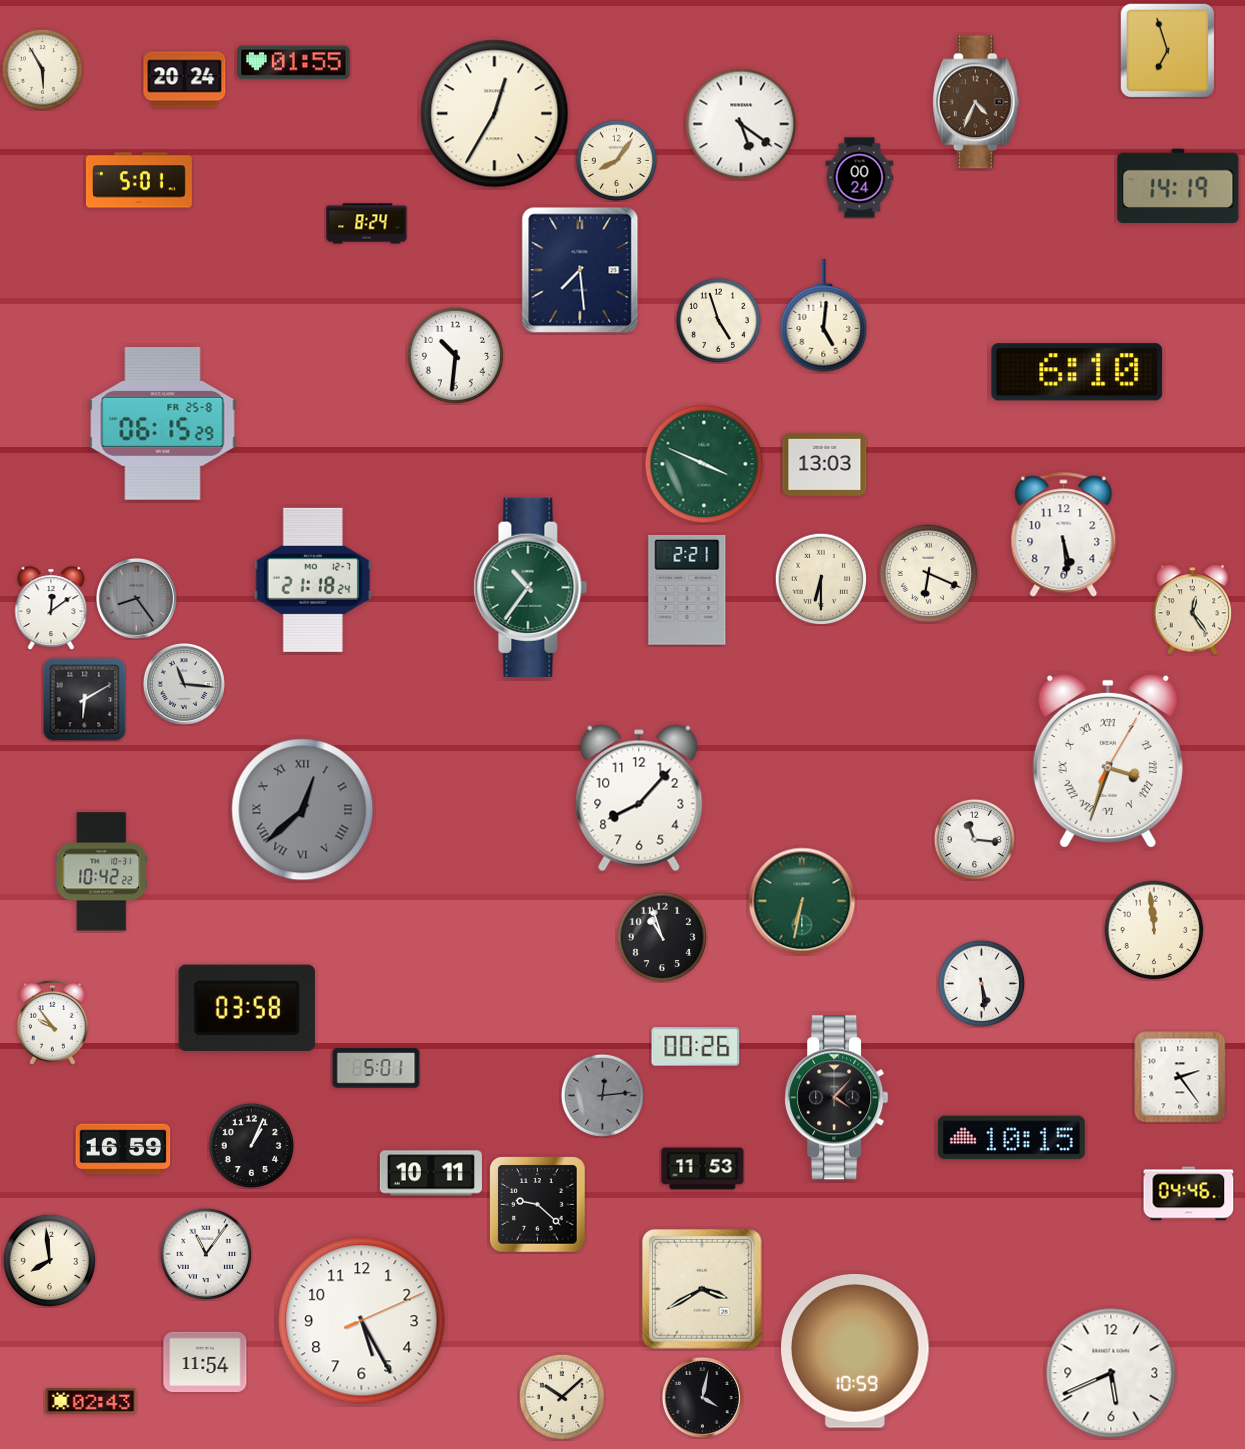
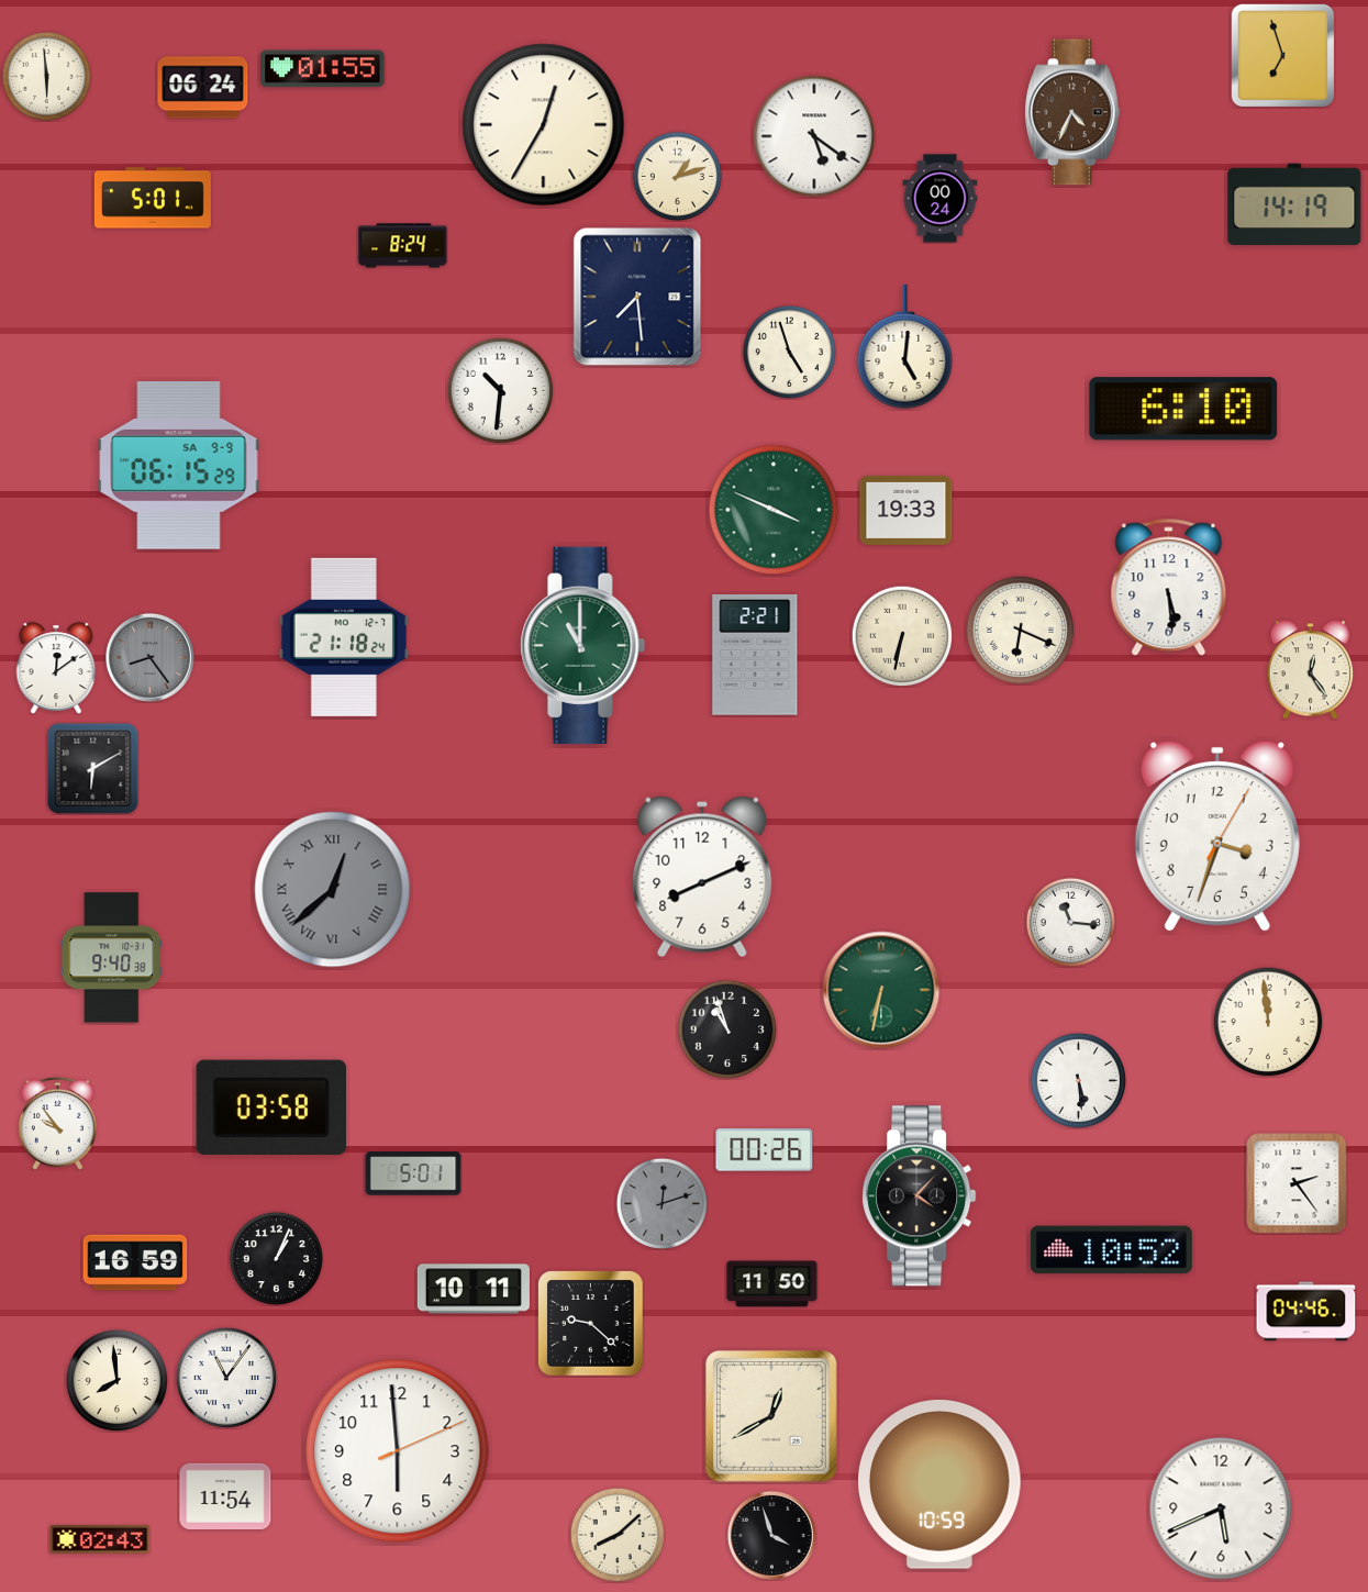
clock at (42, 69): 5:55 -> 5:59
clock at (185, 80): 20:24 -> 06:24
clock at (616, 160): 8:06 -> 1:12
clock at (860, 178) position: (860, 178) -> (941, 199)
clock at (163, 424) date: FR 25-8 -> SA 9-9
clock at (825, 464): 13:03 -> 19:33
clock at (821, 579): 6:30 -> 6:32
clock at (531, 587): 10:36 -> 11:00
clock at (687, 591) position: (687, 591) -> (755, 656)
clock at (184, 684): 11:16 -> none
clock at (1108, 761) numerals: Roman -> Arabic
clock at (639, 798): 8:07 -> 8:11
clock at (102, 872): 10:42 -> 9:40
clock at (602, 1095): 12:14 -> 12:12
clock at (837, 1098) position: (837, 1098) -> (920, 1196)
clock at (1011, 1138): 10:15 -> 10:52
clock at (703, 1169): 11:53 -> 11:50
clock at (49, 1260) position: (49, 1260) -> (116, 1380)
clock at (702, 1289): 3:40 -> 12:40
clock at (362, 1321): 5:25 -> 5:59
clock at (561, 1396): 10:08 -> 8:08
clock at (702, 1397): 4:02 -> 3:57
